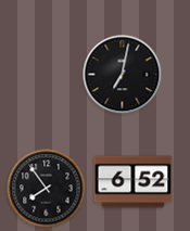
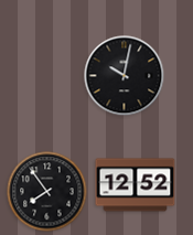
clock at (123, 75): 7:02 -> 10:02
clock at (134, 182): 6:52 -> 12:52
